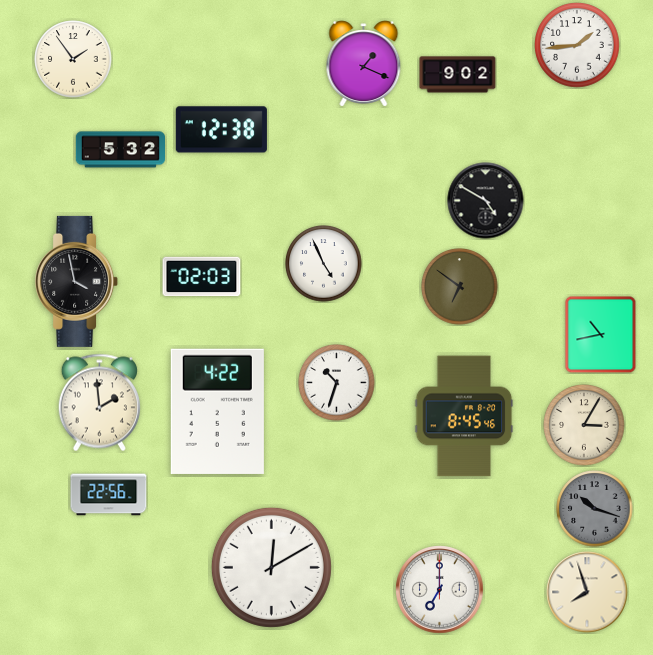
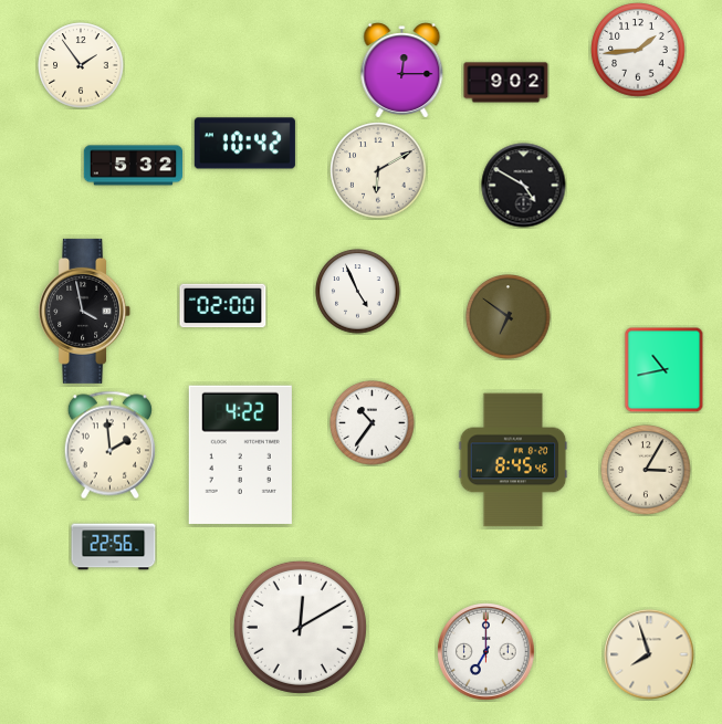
clock at (364, 64): 1:19 -> 12:15
clock at (221, 130): 12:38 -> 10:42
clock at (378, 170): none -> 6:10
clock at (486, 201) position: (486, 201) -> (524, 186)
clock at (202, 277): 02:03 -> 02:00
clock at (337, 383): 10:33 -> 10:36
clock at (109, 495) position: (109, 495) -> (114, 547)
clock at (595, 509): 10:18 -> none
